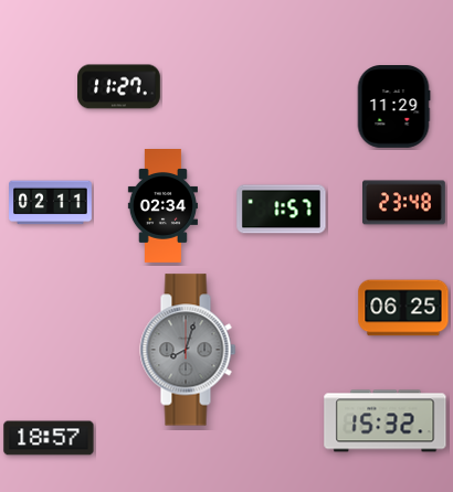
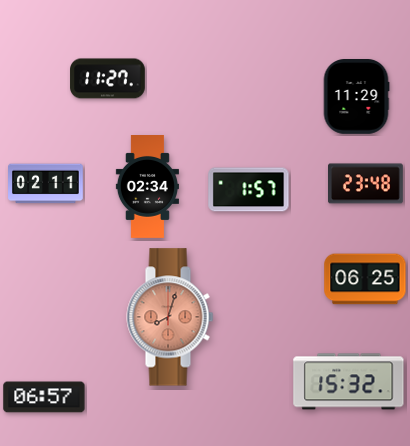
clock at (282, 210) position: (282, 210) -> (249, 190)
clock at (188, 350) dial: grey -> salmon
clock at (49, 438): 18:57 -> 06:57
